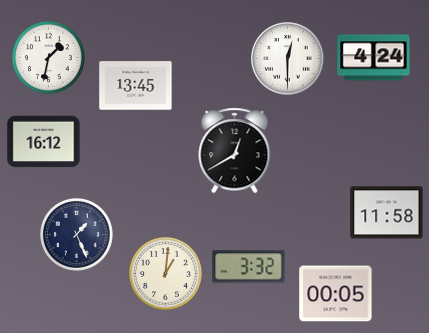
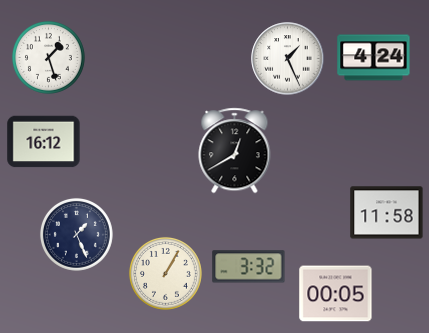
clock at (48, 57): 1:32 -> 1:27
clock at (288, 59): 12:30 -> 1:26
clock at (136, 86): 13:45 -> none
clock at (165, 273): 1:01 -> 1:05
